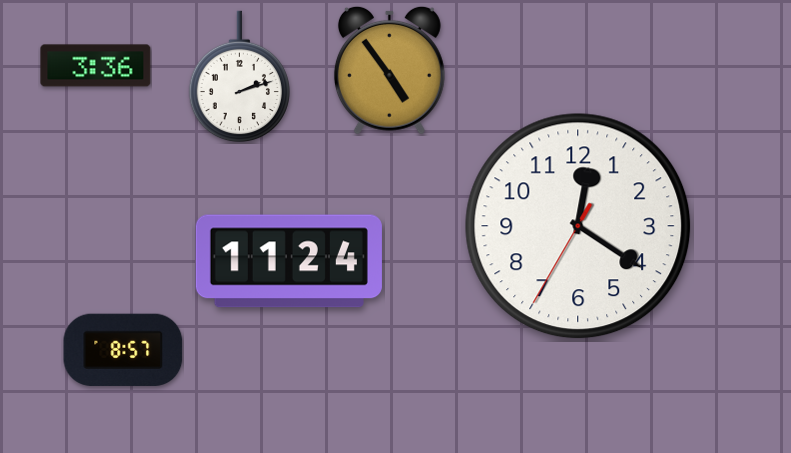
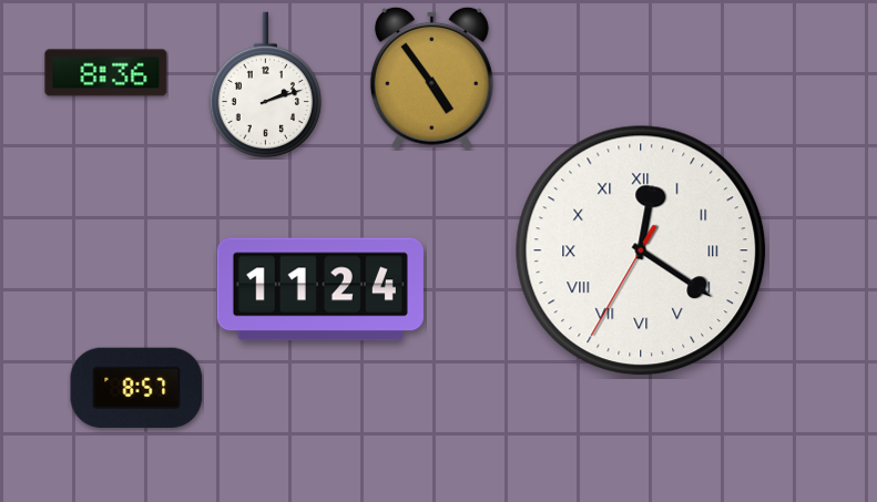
clock at (96, 66): 3:36 -> 8:36
clock at (578, 226) numerals: Arabic -> Roman
